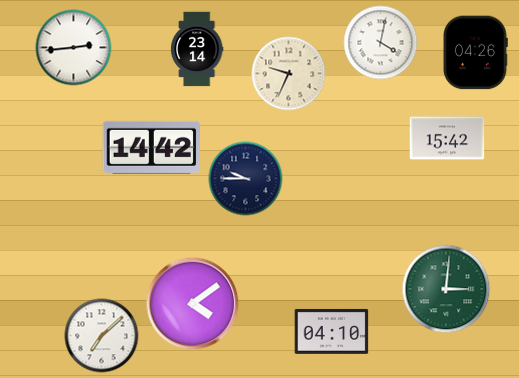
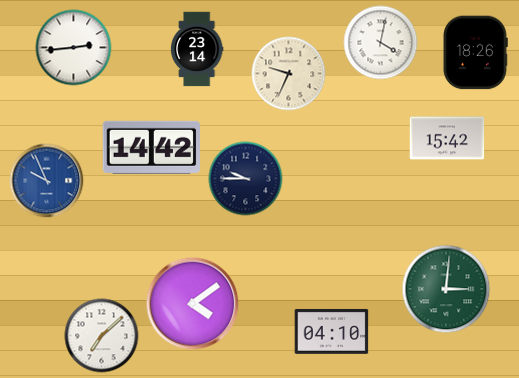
clock at (476, 53): 04:26 -> 18:26
clock at (47, 181): none -> 9:56
